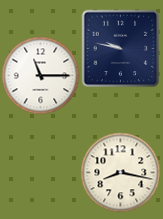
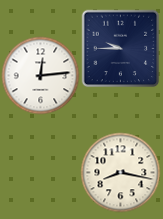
clock at (120, 48): 9:47 -> 9:45
clock at (40, 75): 11:15 -> 12:14
